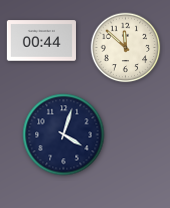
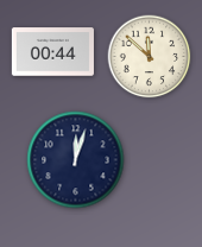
clock at (41, 41) position: (41, 41) -> (52, 52)
clock at (64, 135): 4:03 -> 12:03
